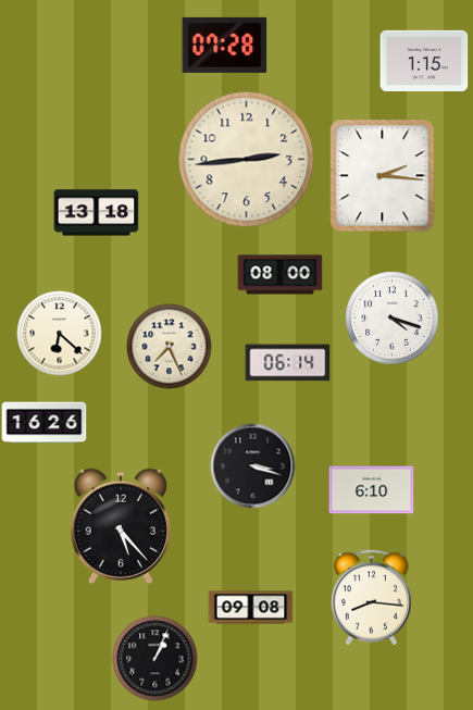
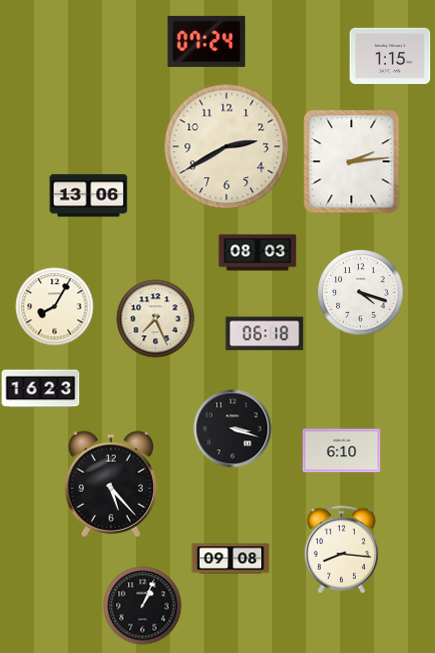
clock at (224, 45): 07:28 -> 07:24
clock at (246, 159): 2:44 -> 2:40
clock at (383, 175): 2:16 -> 2:14
clock at (96, 213): 13:18 -> 13:06
clock at (279, 275): 08:00 -> 08:03
clock at (59, 333): 6:22 -> 8:05
clock at (287, 363): 06:14 -> 06:18
clock at (43, 423): 16:26 -> 16:23
